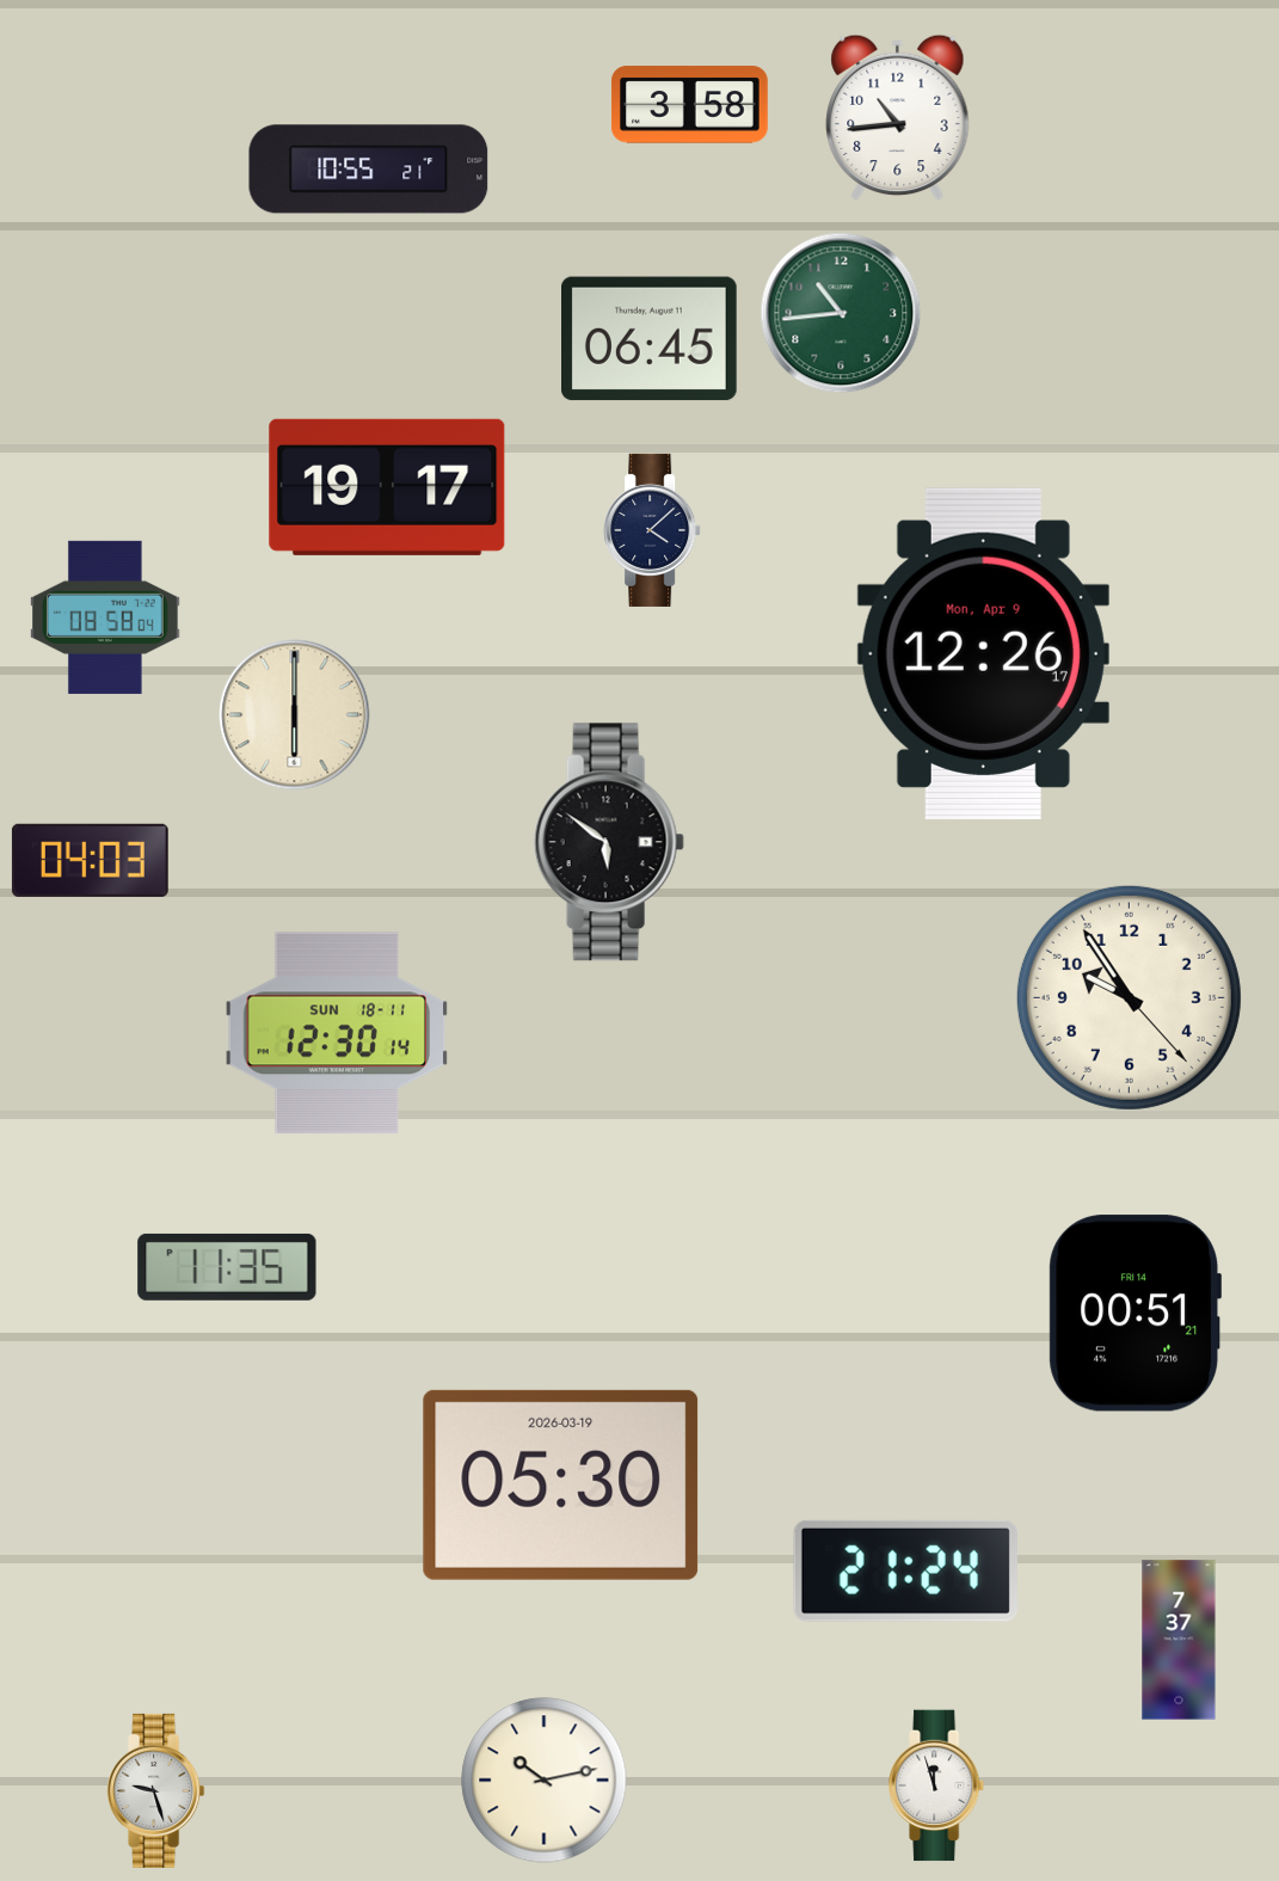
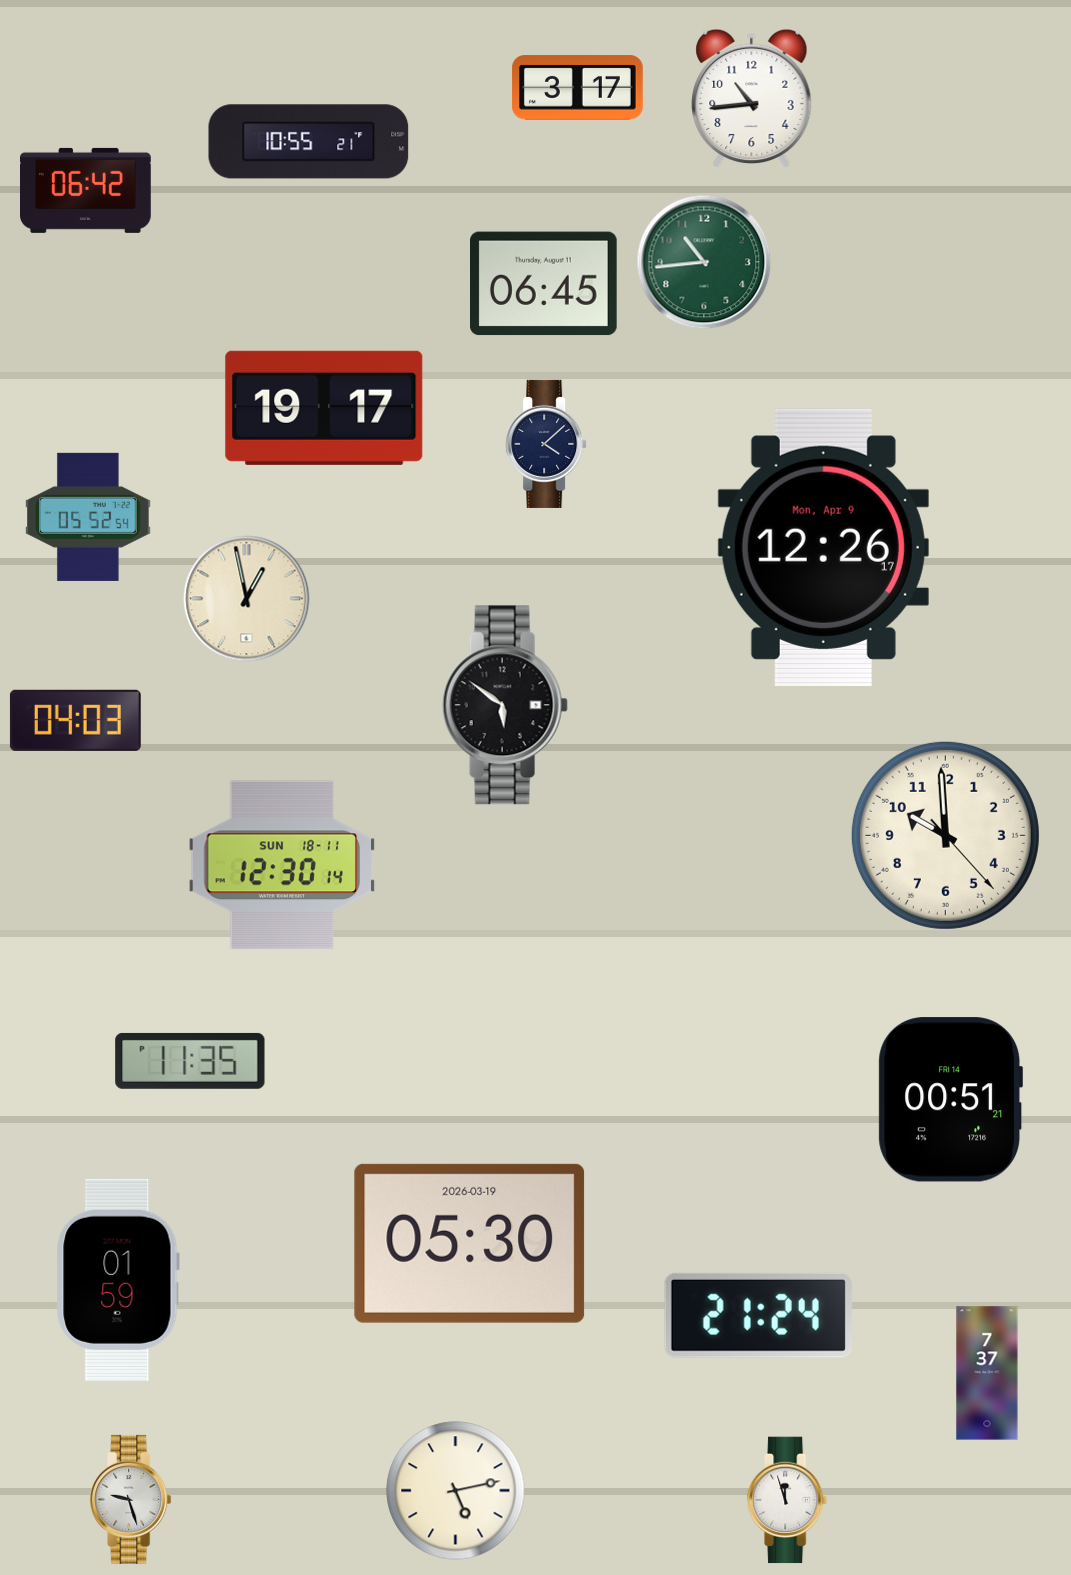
clock at (689, 105): 3:58 -> 3:17
clock at (86, 190): none -> 06:42
clock at (105, 617): 08:58 -> 05:52
clock at (295, 715): 6:00 -> 12:58
clock at (609, 842) position: (609, 842) -> (505, 705)
clock at (1129, 997): 9:54 -> 9:59
clock at (118, 1280): none -> 01:59
clock at (545, 1781): 10:13 -> 5:13
clock at (937, 1785) position: (937, 1785) -> (788, 1500)
